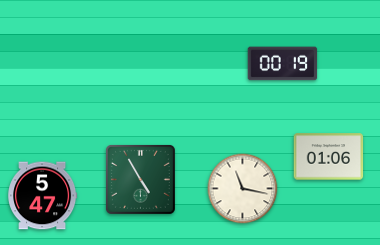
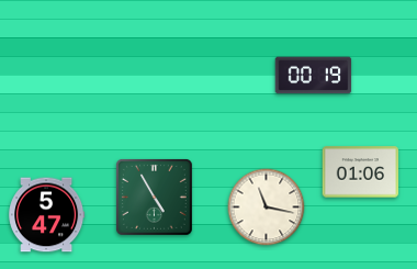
clock at (283, 64) position: (283, 64) -> (314, 76)
